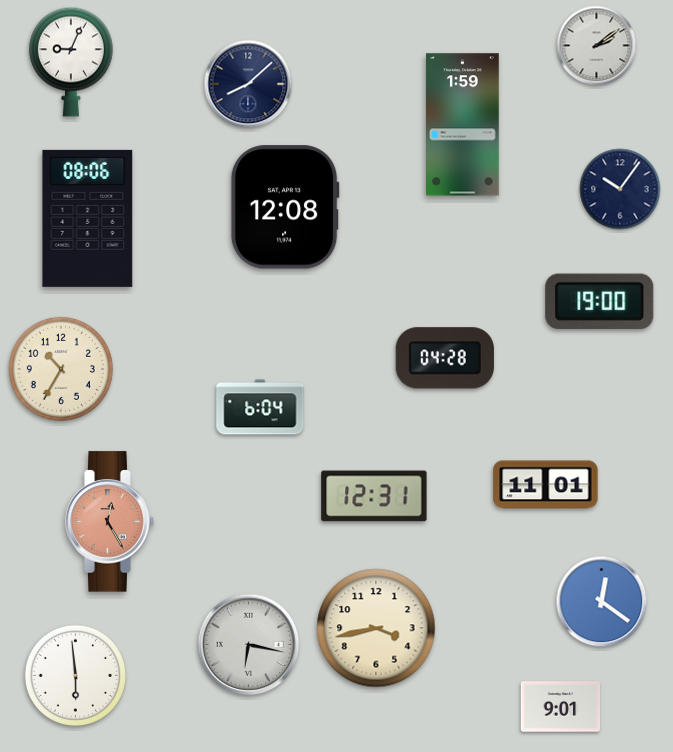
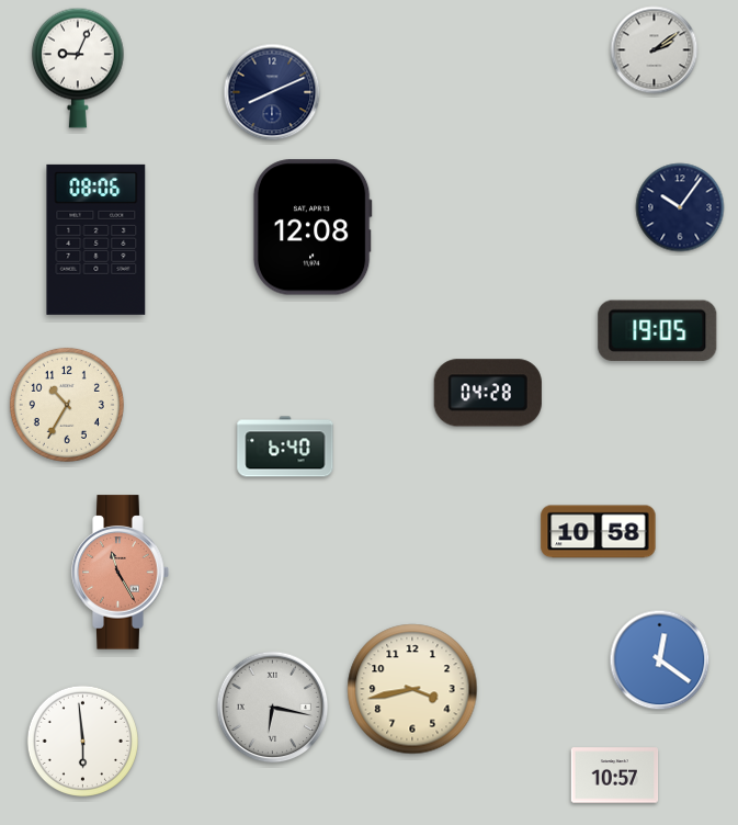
clock at (248, 84): 8:08 -> 8:11
clock at (463, 125): 1:59 -> none
clock at (600, 301): 19:00 -> 19:05
clock at (260, 407): 6:04 -> 6:40
clock at (546, 485): 11:01 -> 10:58
clock at (374, 496): 12:31 -> none
clock at (110, 522): 12:25 -> 11:25
clock at (561, 707): 9:01 -> 10:57
